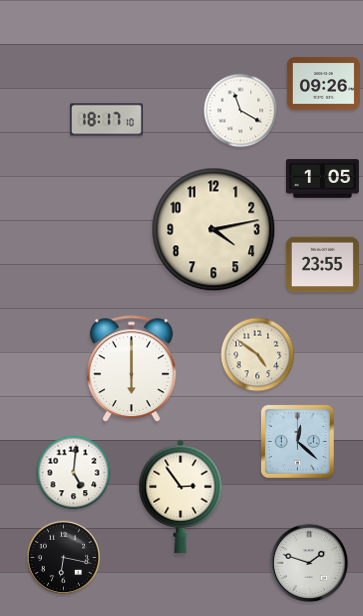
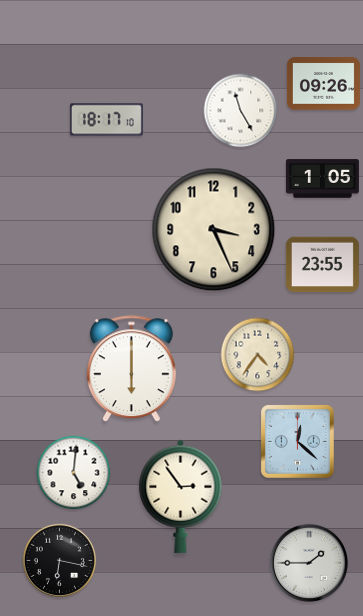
clock at (241, 111): 11:20 -> 11:25
clock at (214, 230): 4:13 -> 3:26
clock at (258, 355): 4:51 -> 4:36
clock at (63, 557) position: (63, 557) -> (59, 560)
clock at (309, 563): 1:48 -> 1:45
